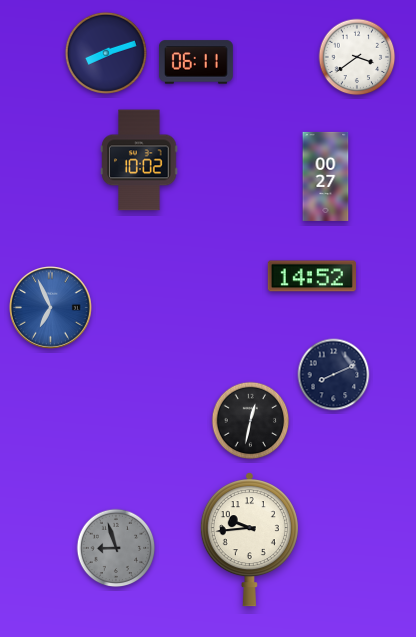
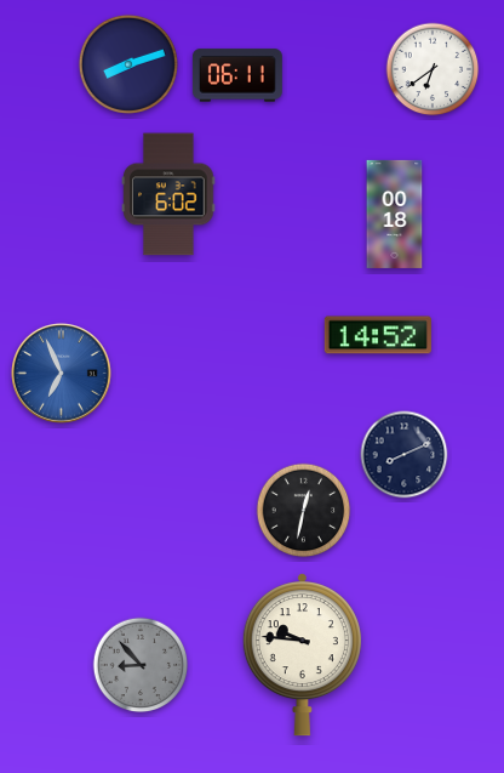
clock at (357, 57): 3:39 -> 6:39
clock at (139, 160): 10:02 -> 6:02
clock at (326, 176): 00:27 -> 00:18
clock at (249, 540): 9:44 -> 9:46
clock at (116, 548): 8:57 -> 8:53
